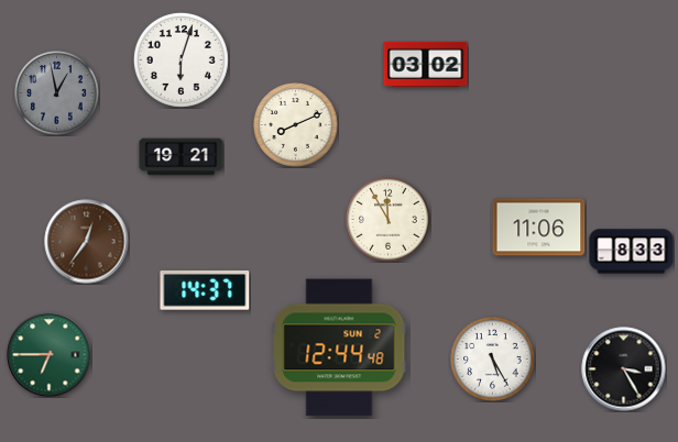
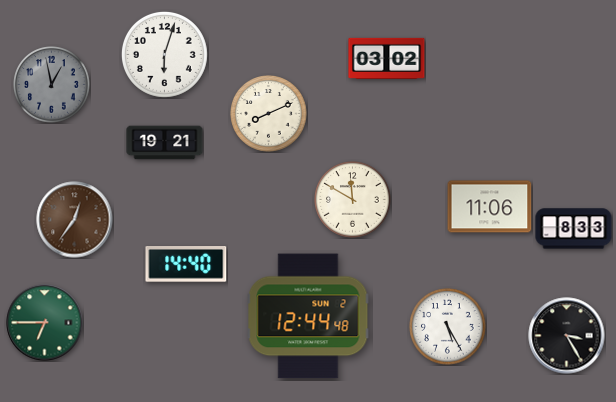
clock at (389, 220): 11:55 -> 11:50
clock at (87, 242) position: (87, 242) -> (75, 220)
clock at (205, 291): 14:37 -> 14:40
